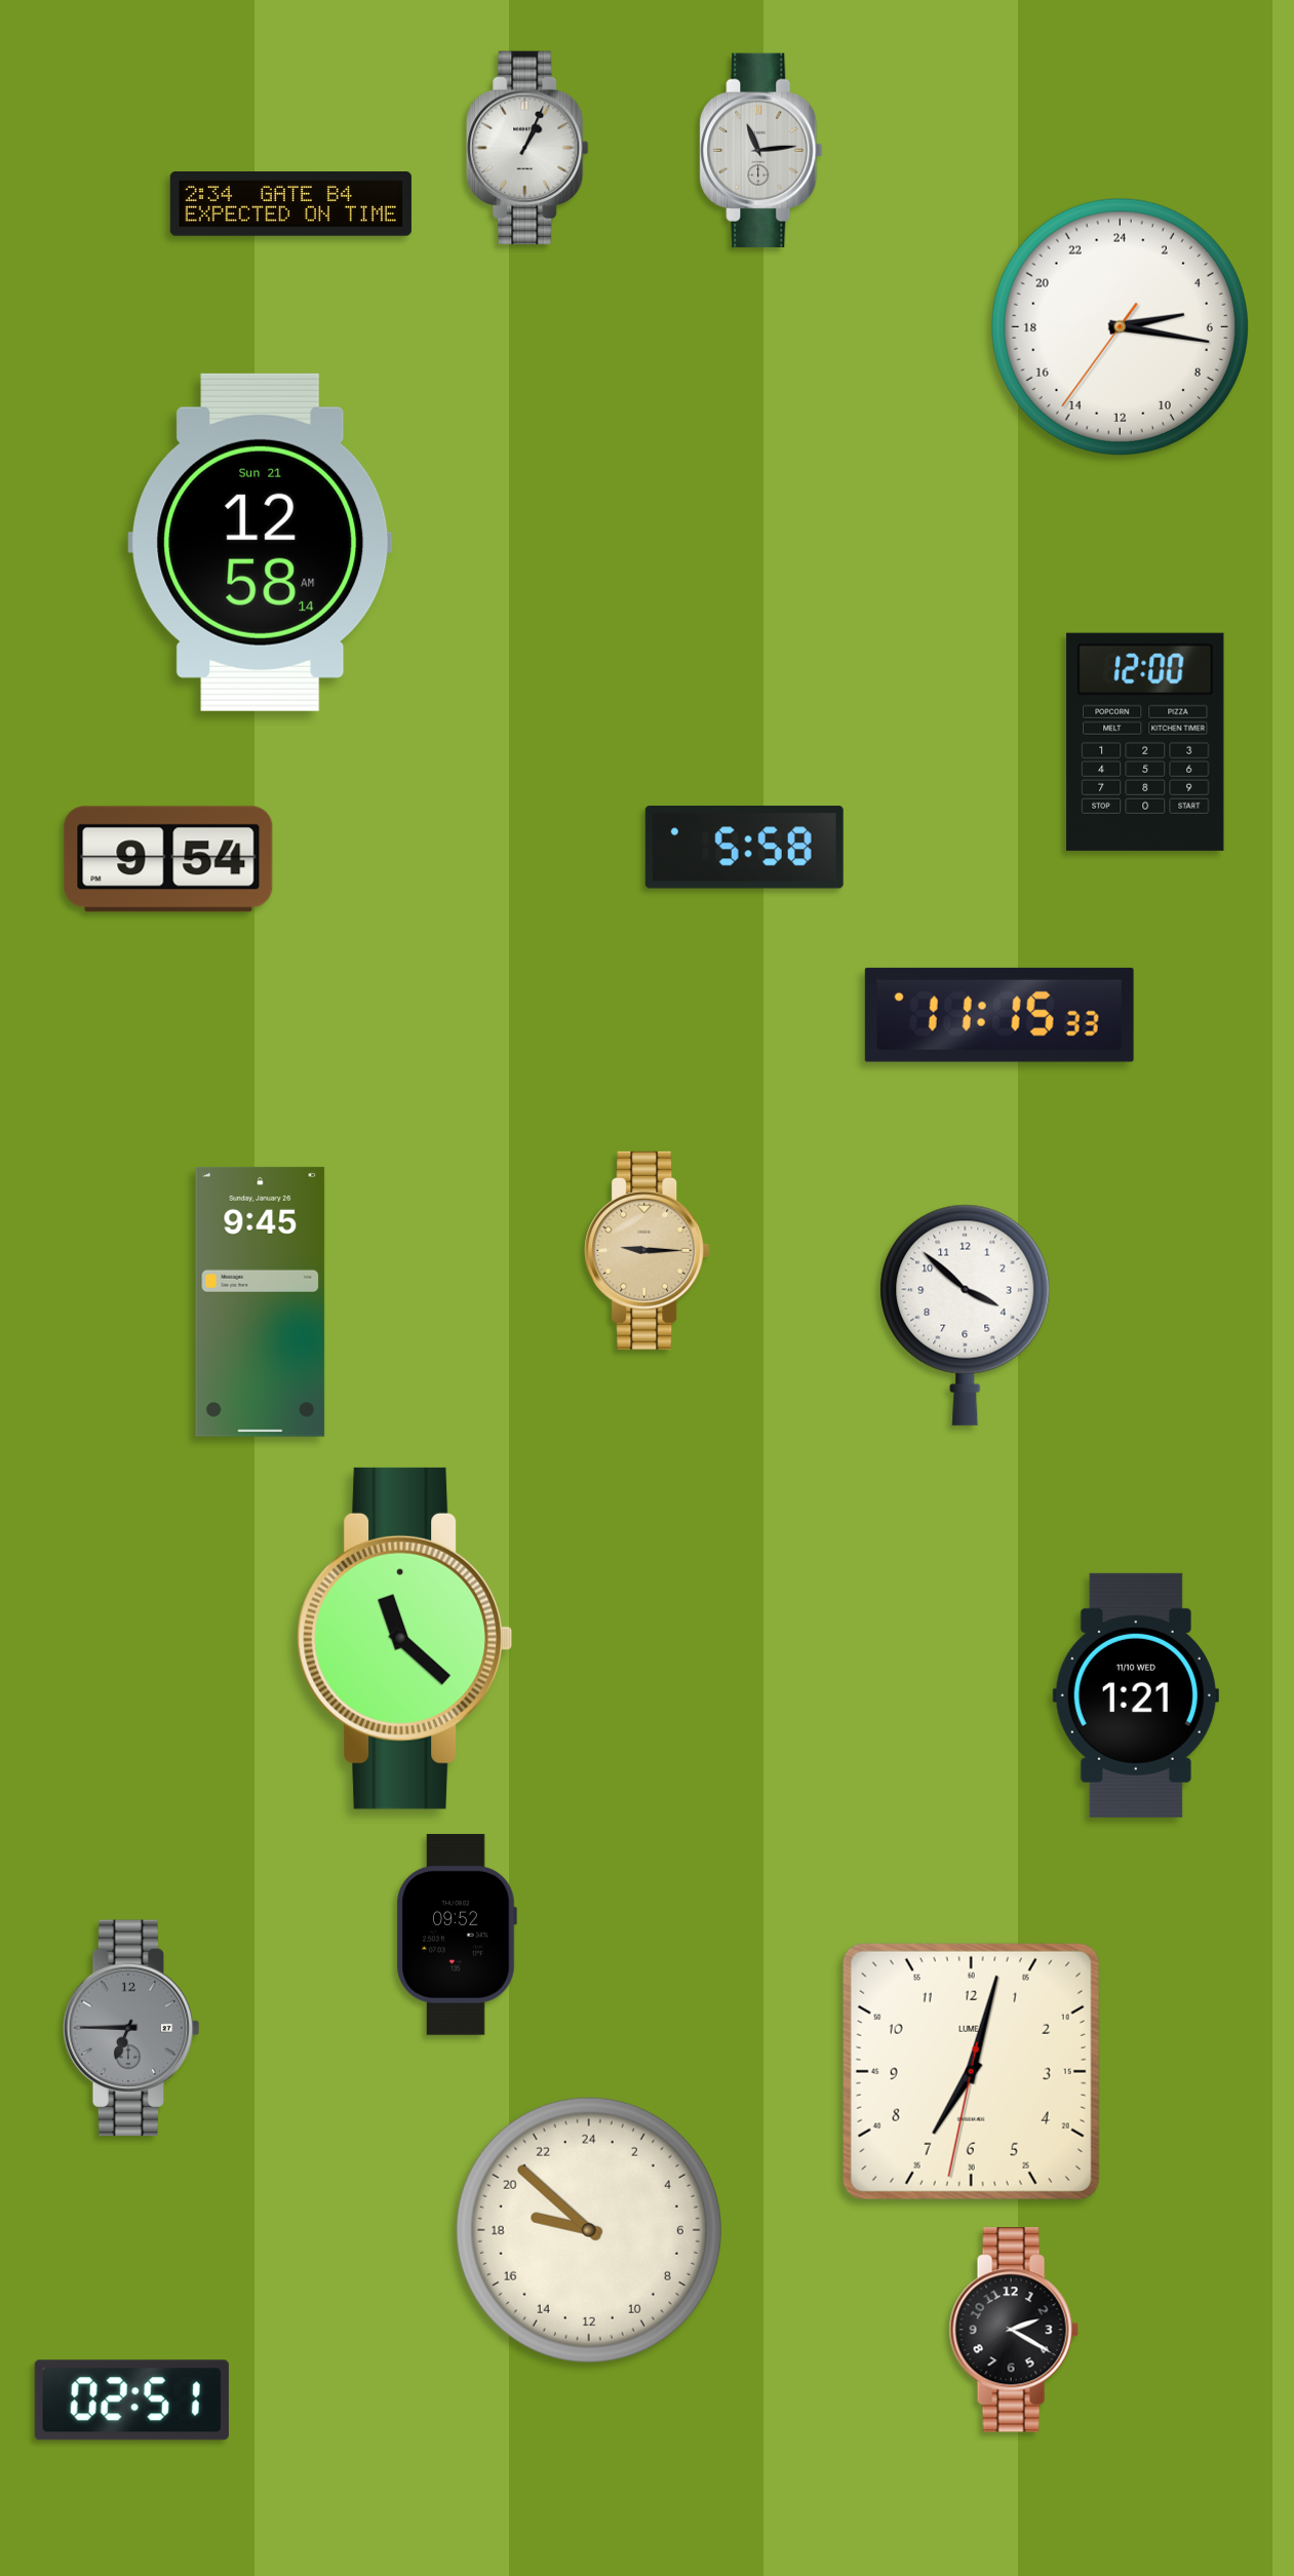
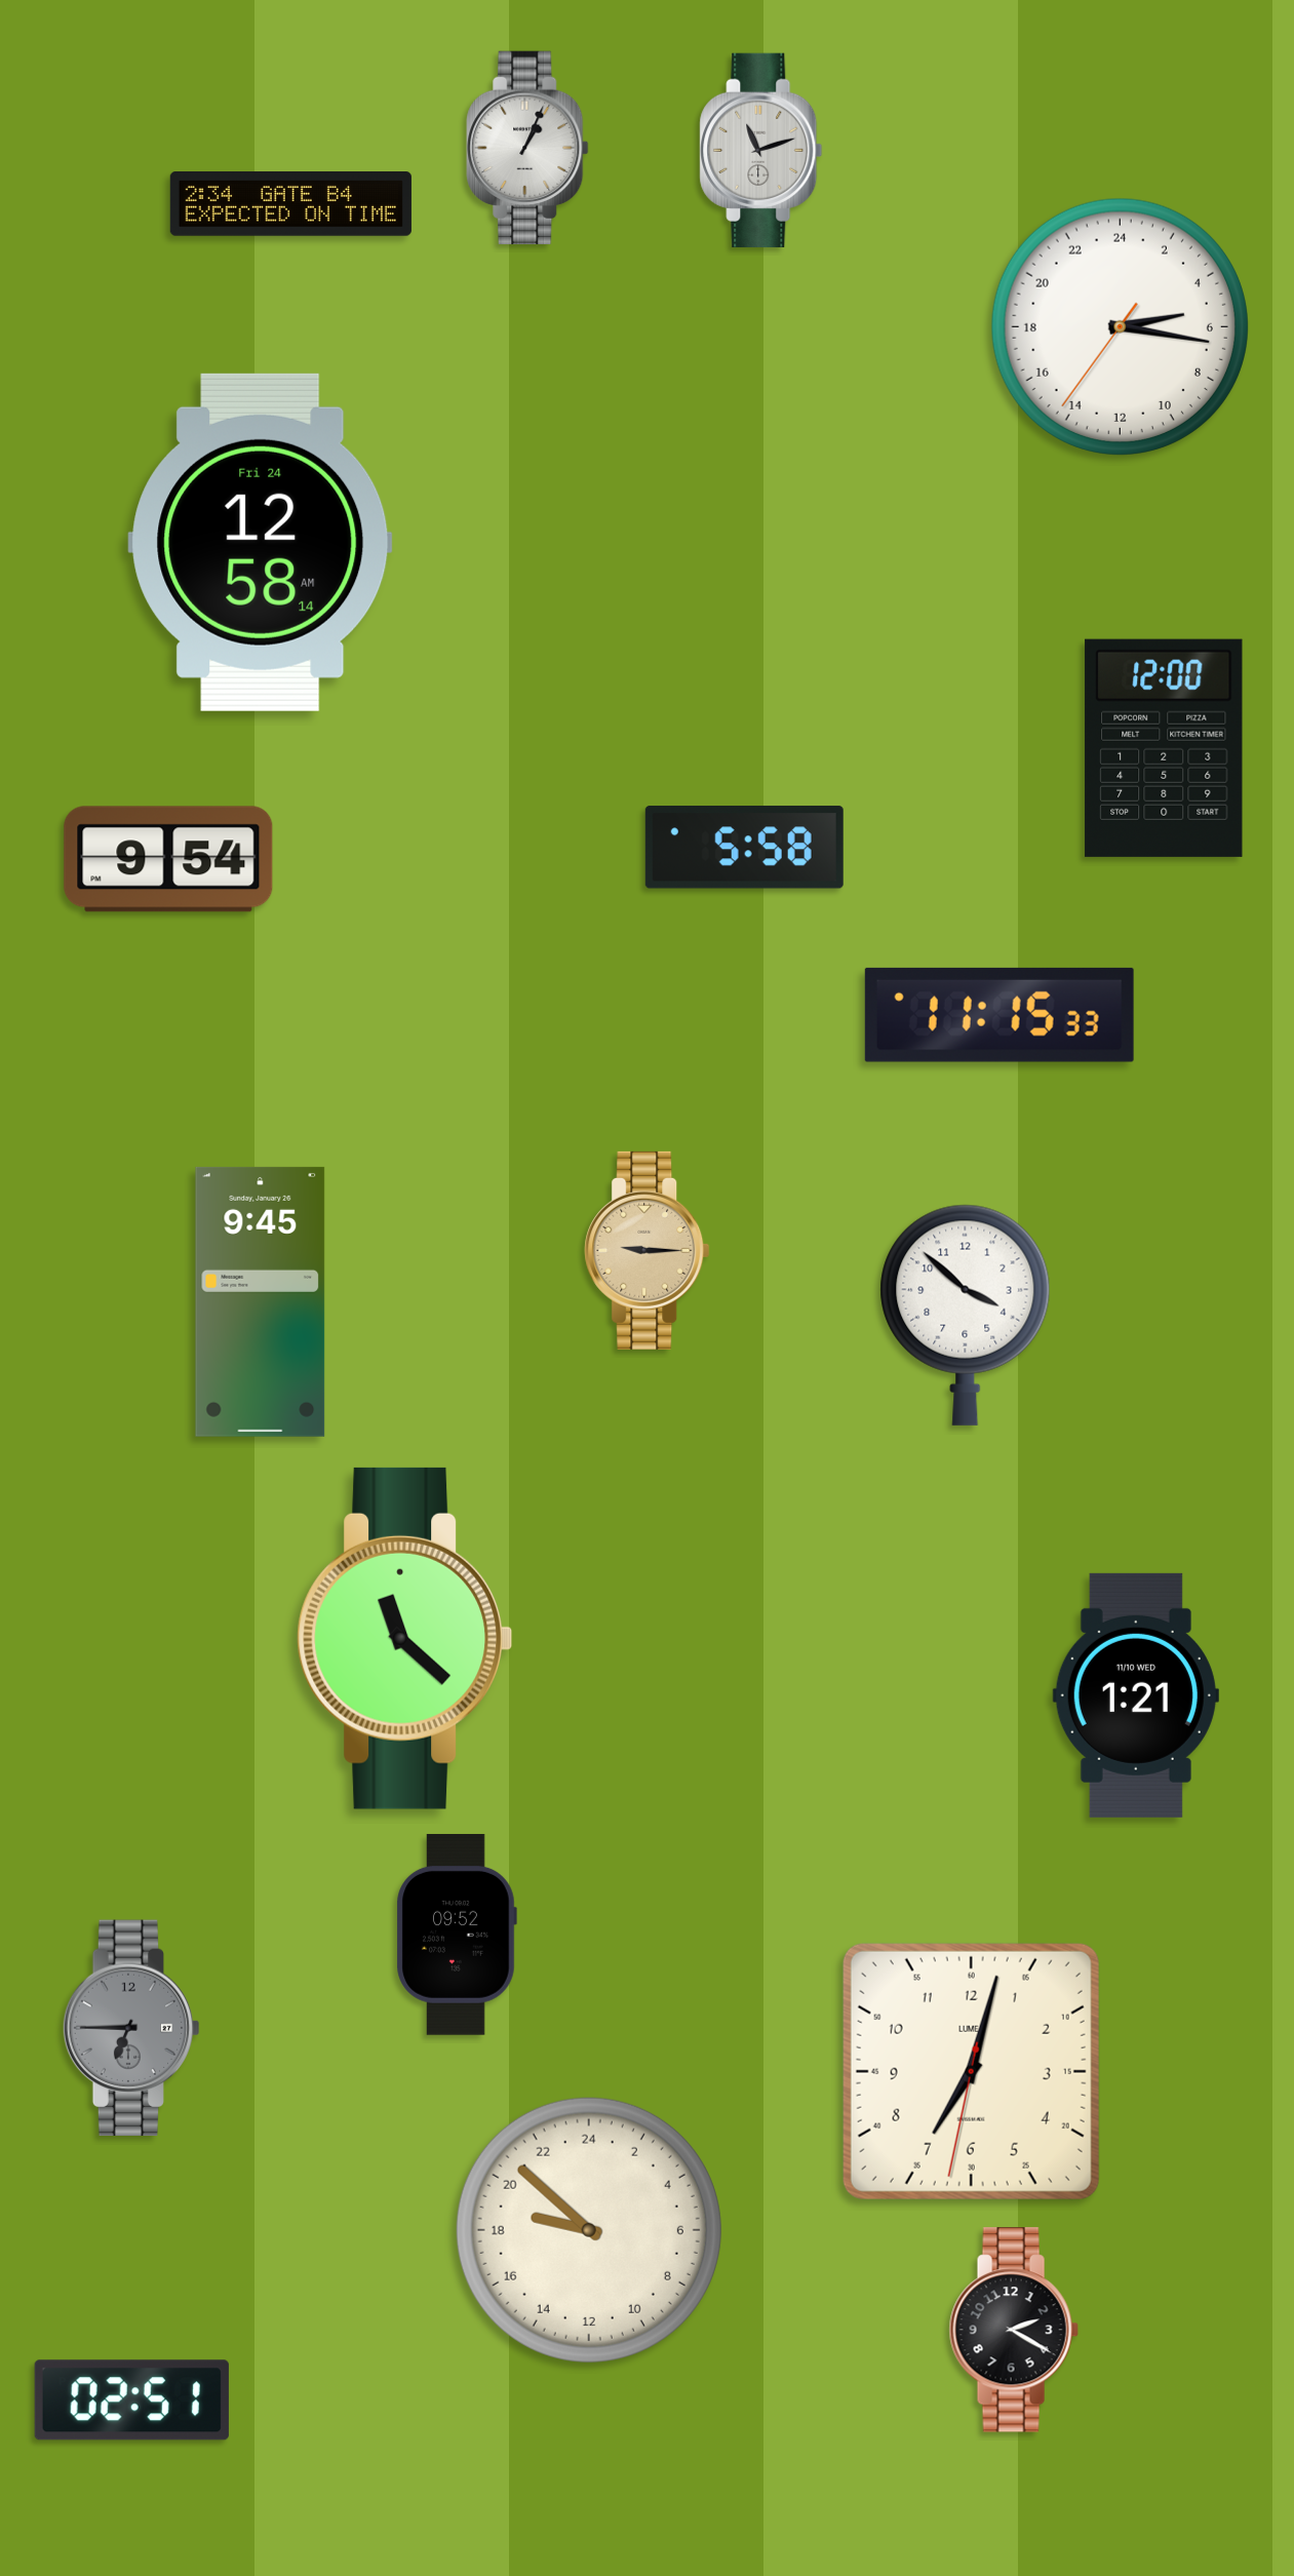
clock at (761, 150): 11:14 -> 11:12
clock at (261, 542) date: Sun 21 -> Fri 24
clock at (1145, 742) position: (1145, 742) -> (1164, 748)
